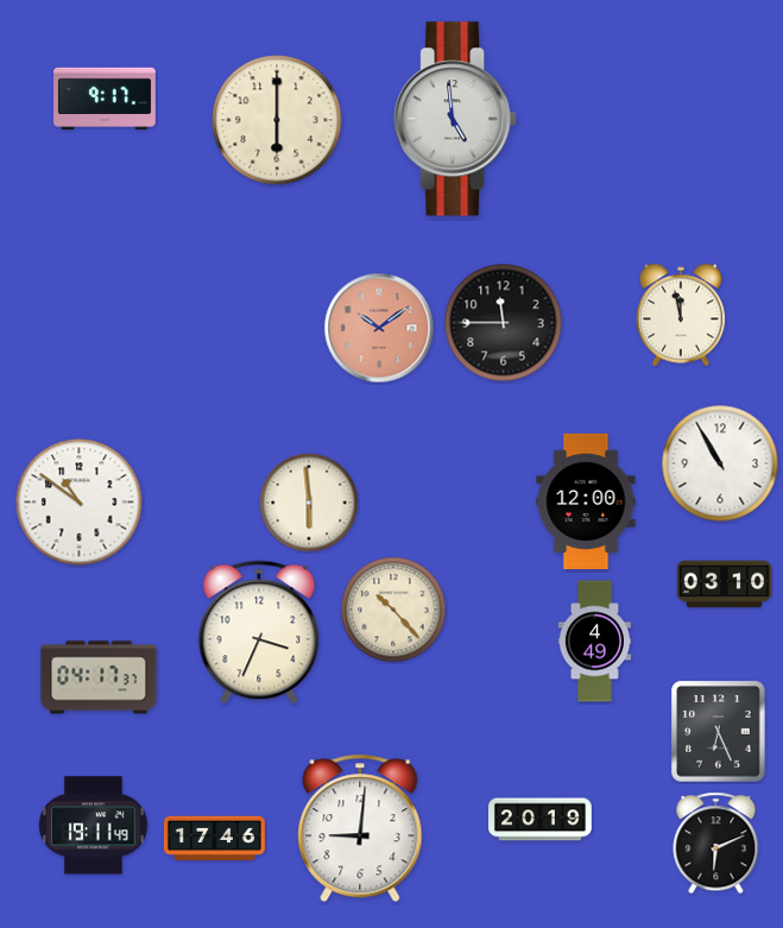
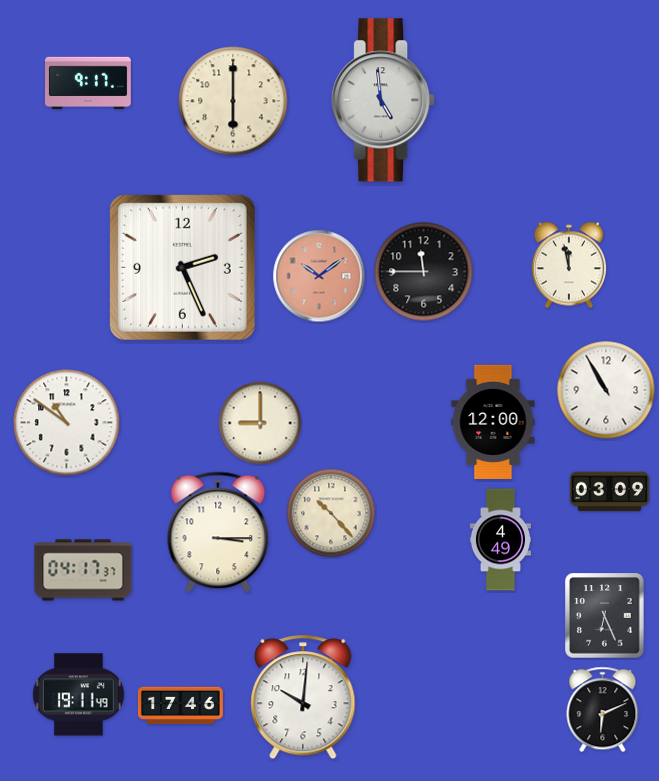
clock at (681, 315) position: (681, 315) -> (569, 265)
clock at (182, 267): none -> 2:26
clock at (309, 503): 5:59 -> 9:00
clock at (725, 585): 03:10 -> 03:09
clock at (259, 632): 3:34 -> 3:15
clock at (541, 820): 20:19 -> none
clock at (360, 828): 9:01 -> 10:01
